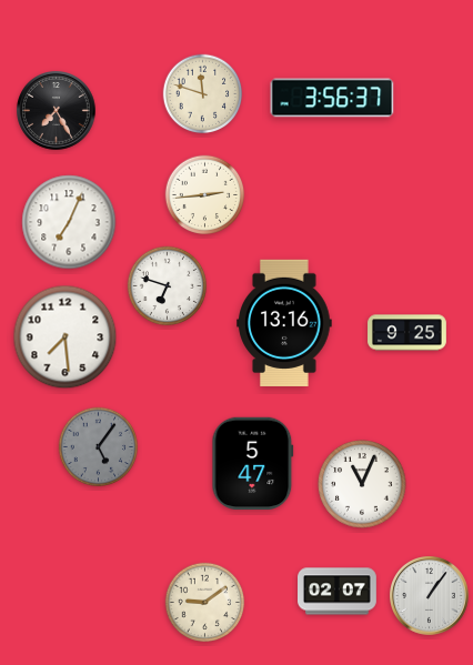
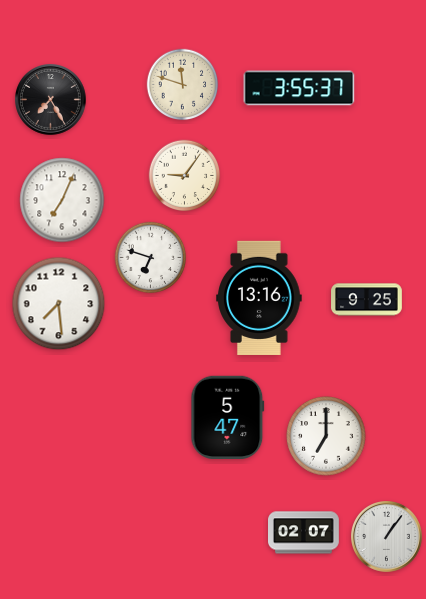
clock at (332, 98): 3:56 -> 3:55
clock at (205, 195): 2:44 -> 9:06
clock at (284, 322) position: (284, 322) -> (259, 297)
clock at (99, 447): 5:06 -> none
clock at (362, 484): 11:04 -> 7:00
clock at (205, 603): 9:09 -> none
